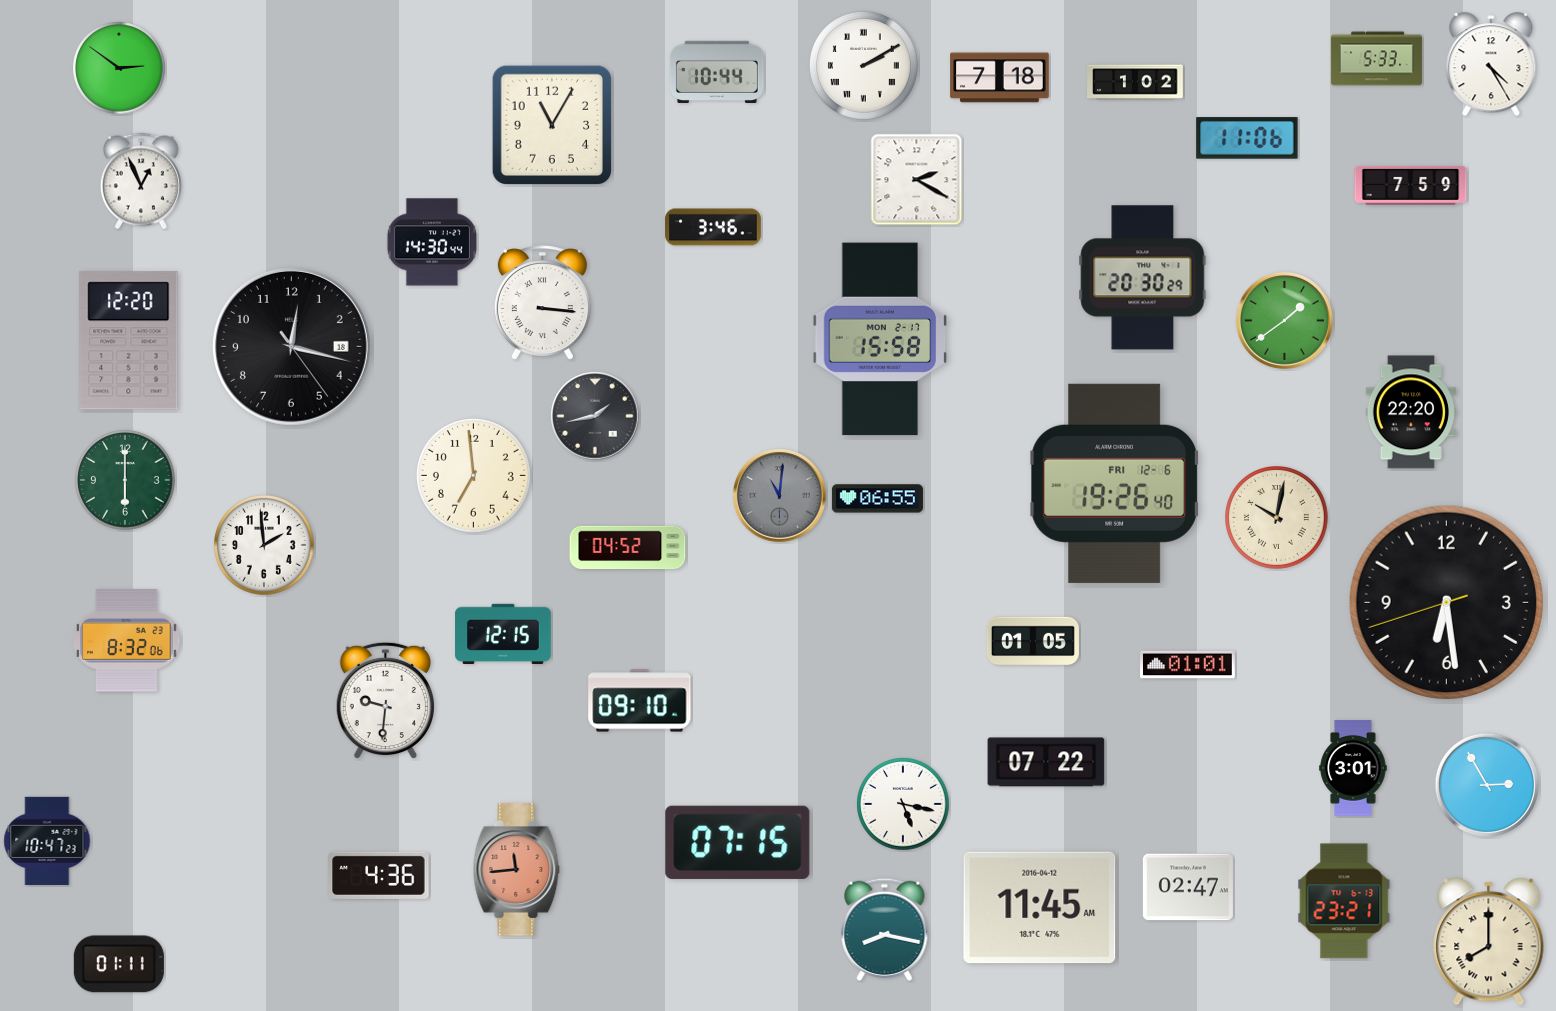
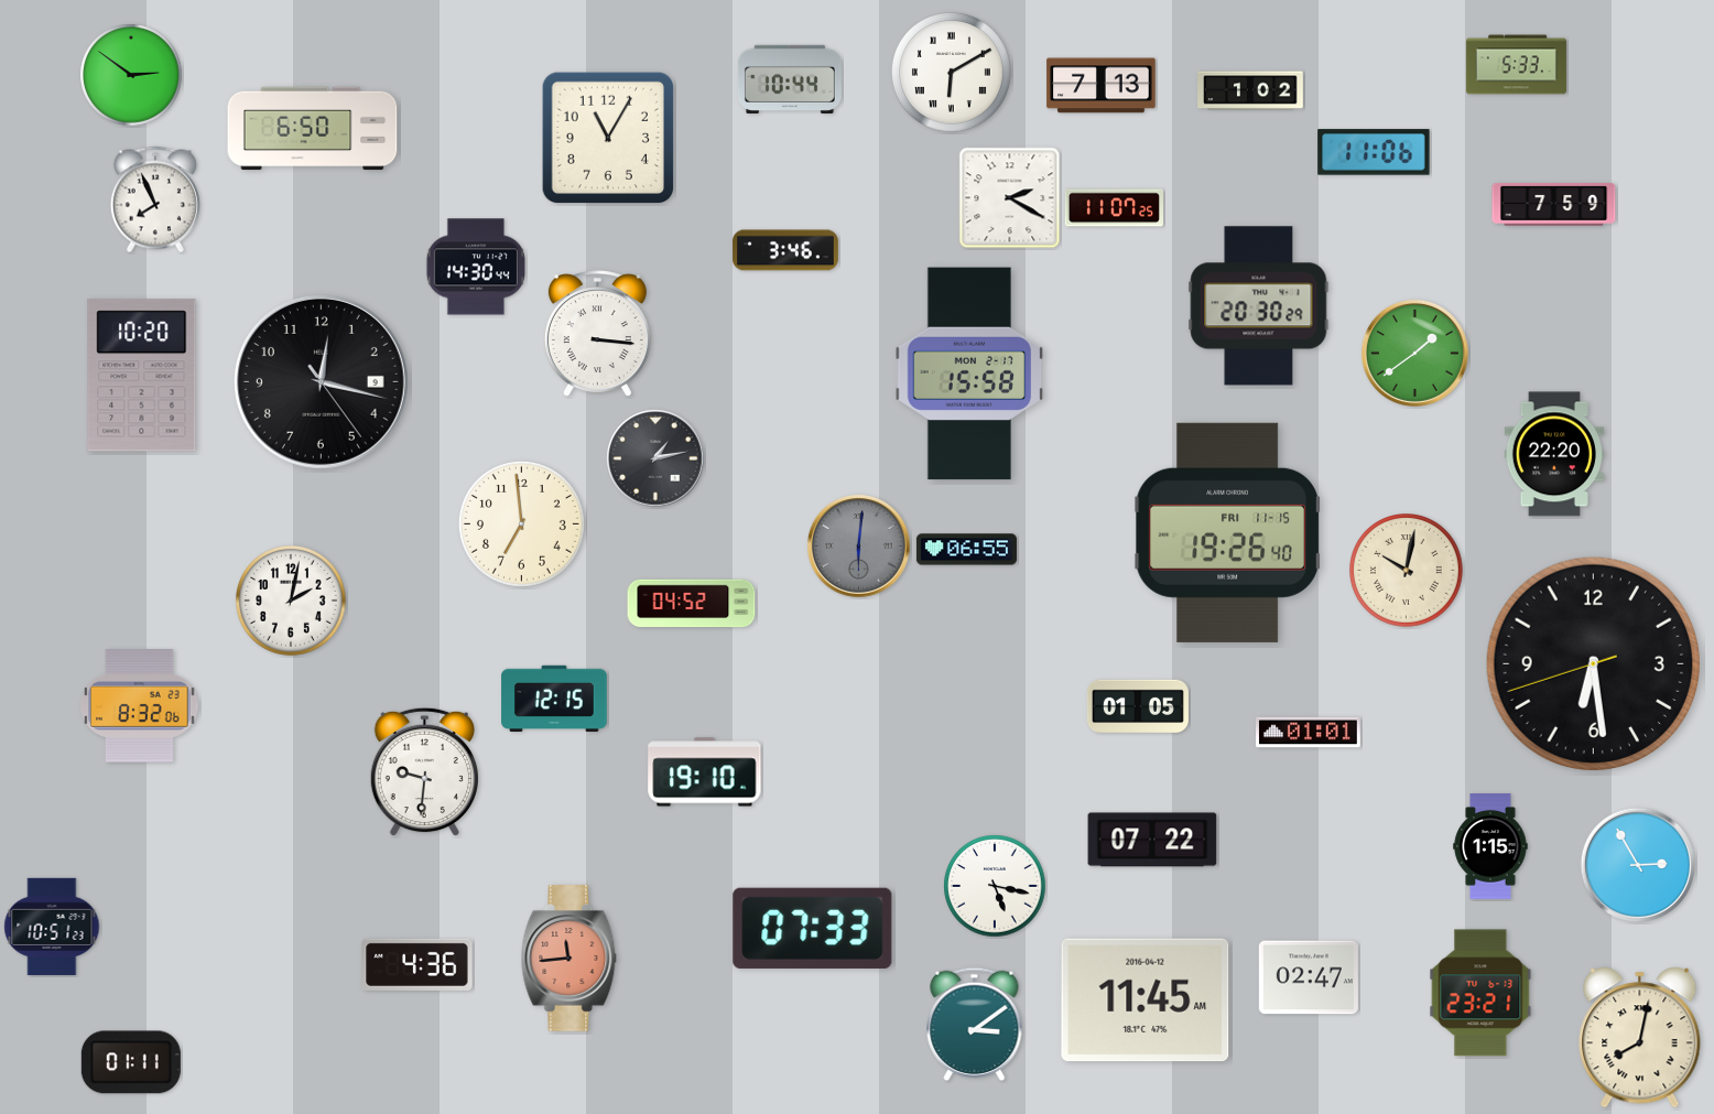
clock at (863, 65): 2:10 -> 6:10
clock at (1491, 65): 4:25 -> none
clock at (1000, 78): 7:18 -> 7:13
clock at (313, 129): none -> 6:50
clock at (141, 181): 12:56 -> 7:56
clock at (1114, 208): none -> 11:07
clock at (129, 341): 12:20 -> 10:20
clock at (291, 346) date: 18 -> 9
clock at (595, 416): 1:43 -> 1:13
clock at (126, 481): 6:00 -> none
clock at (1115, 483) date: FRI 12-6 -> FRI 11-15
clock at (780, 496): 11:01 -> 6:01
clock at (265, 546): 1:59 -> 2:02
clock at (640, 701): 09:10 -> 19:10
clock at (1353, 768): 3:01 -> 1:15
clock at (47, 841): 10:47 -> 10:51
clock at (738, 842): 07:15 -> 07:33
clock at (885, 929): 8:17 -> 3:09
clock at (1489, 942): 8:00 -> 8:02
